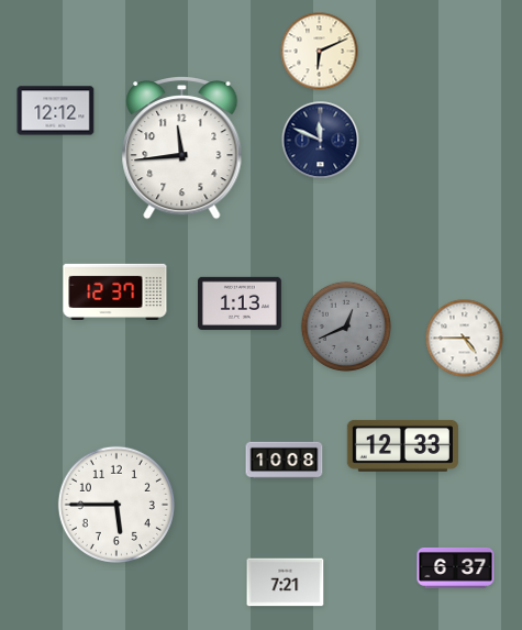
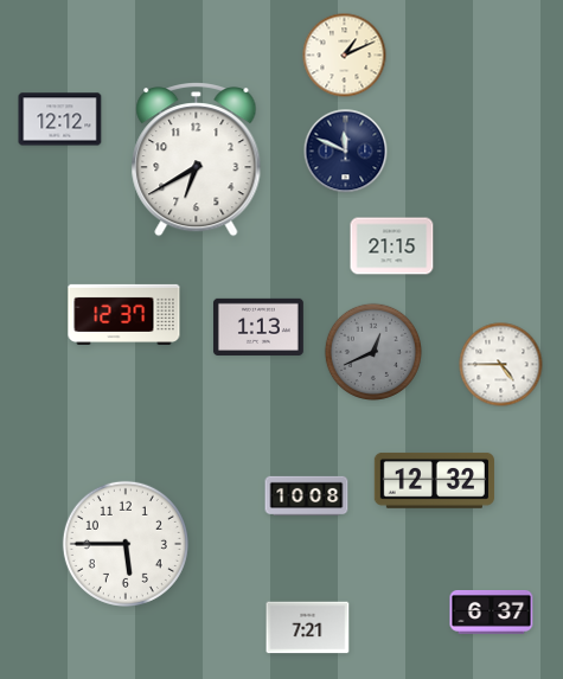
clock at (320, 52): 6:11 -> 1:11
clock at (182, 147): 11:44 -> 6:40
clock at (392, 246): none -> 21:15
clock at (402, 446): 12:33 -> 12:32
